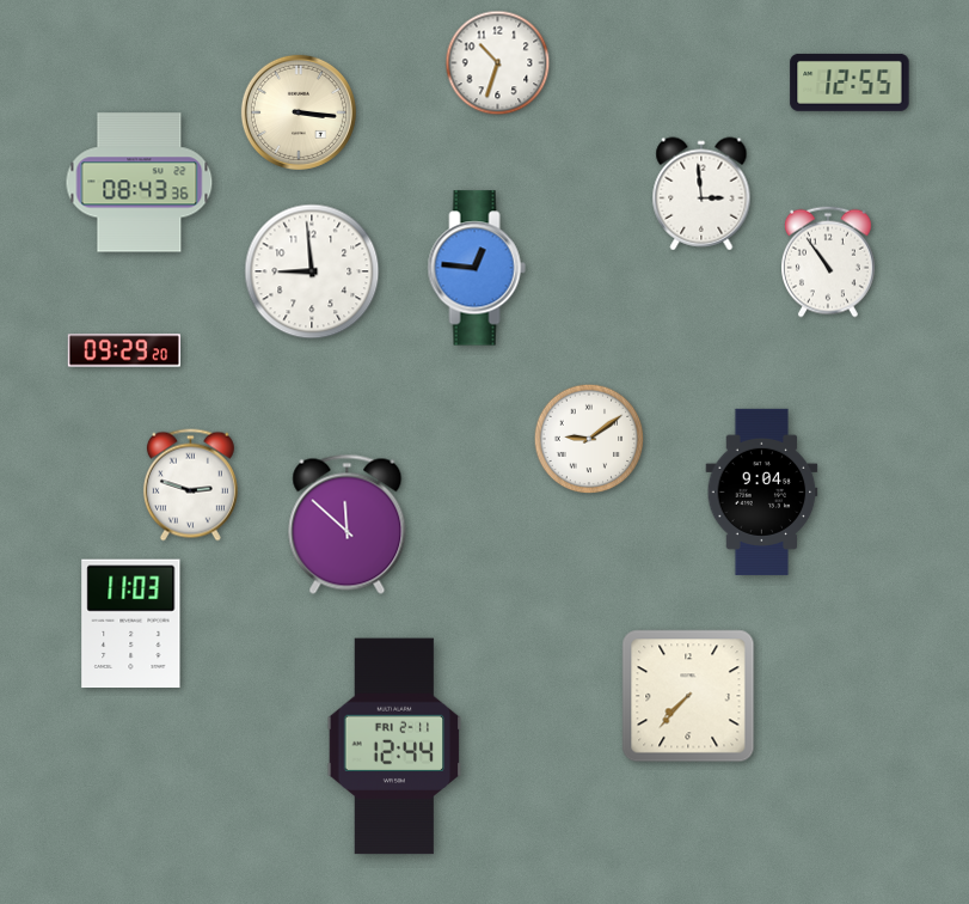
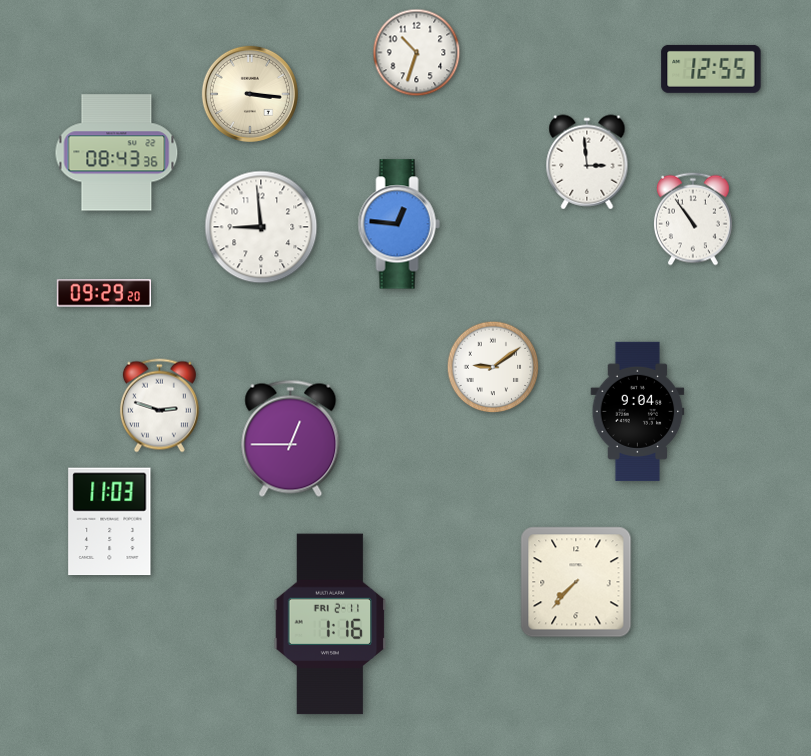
clock at (348, 524): 11:52 -> 12:45
clock at (394, 746): 12:44 -> 1:16
